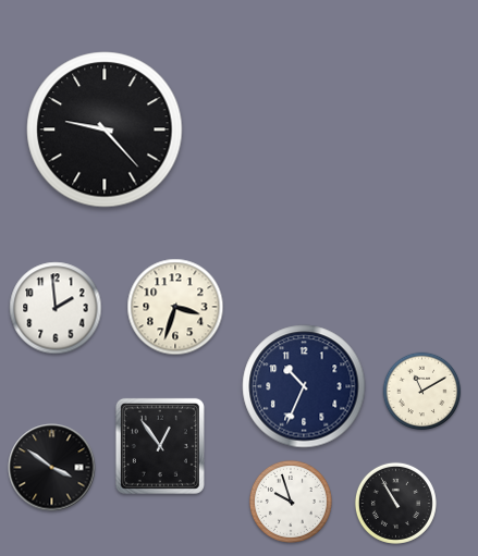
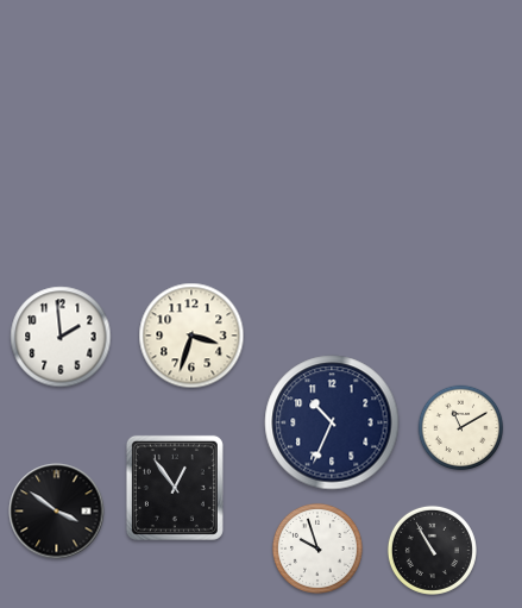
clock at (105, 129): 9:23 -> none
